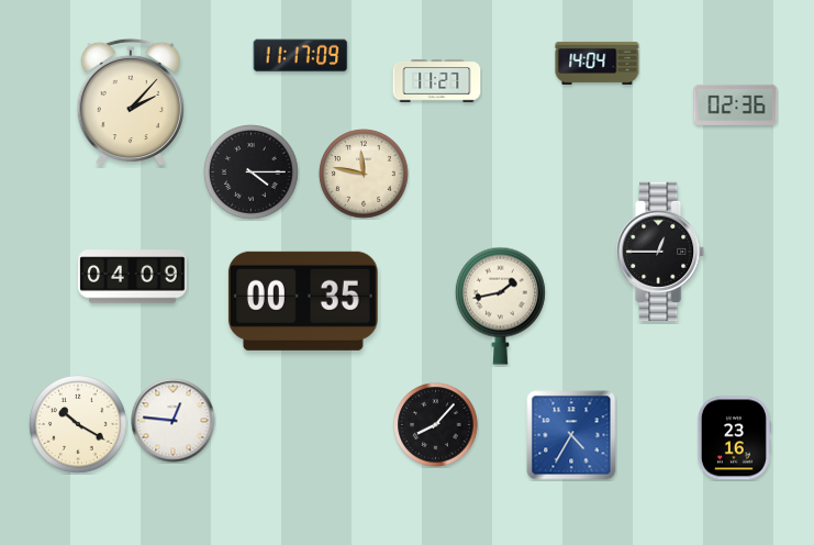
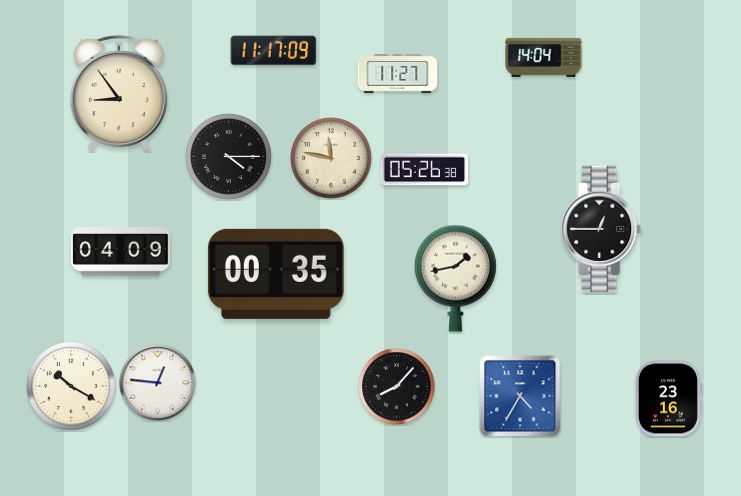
clock at (131, 102): 2:07 -> 8:54
clock at (736, 104): 02:36 -> none
clock at (425, 170): none -> 05:26
